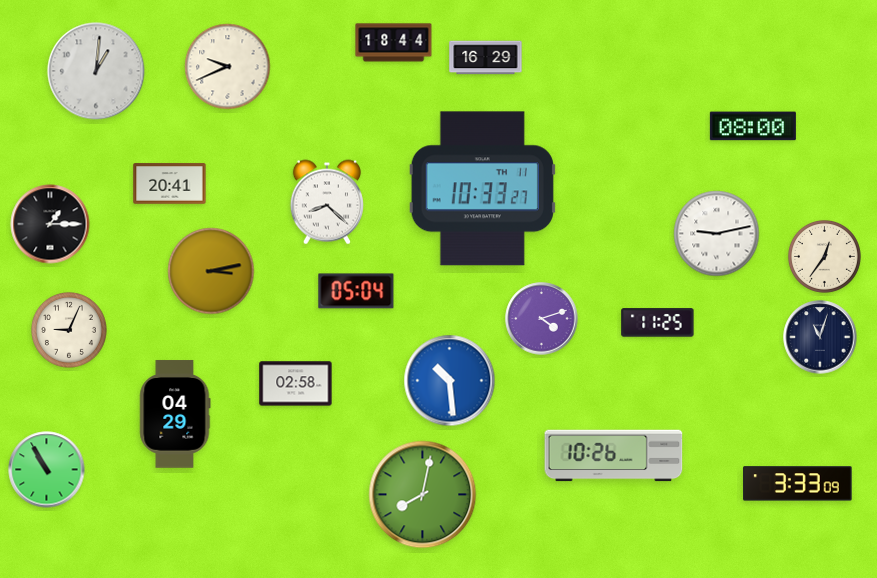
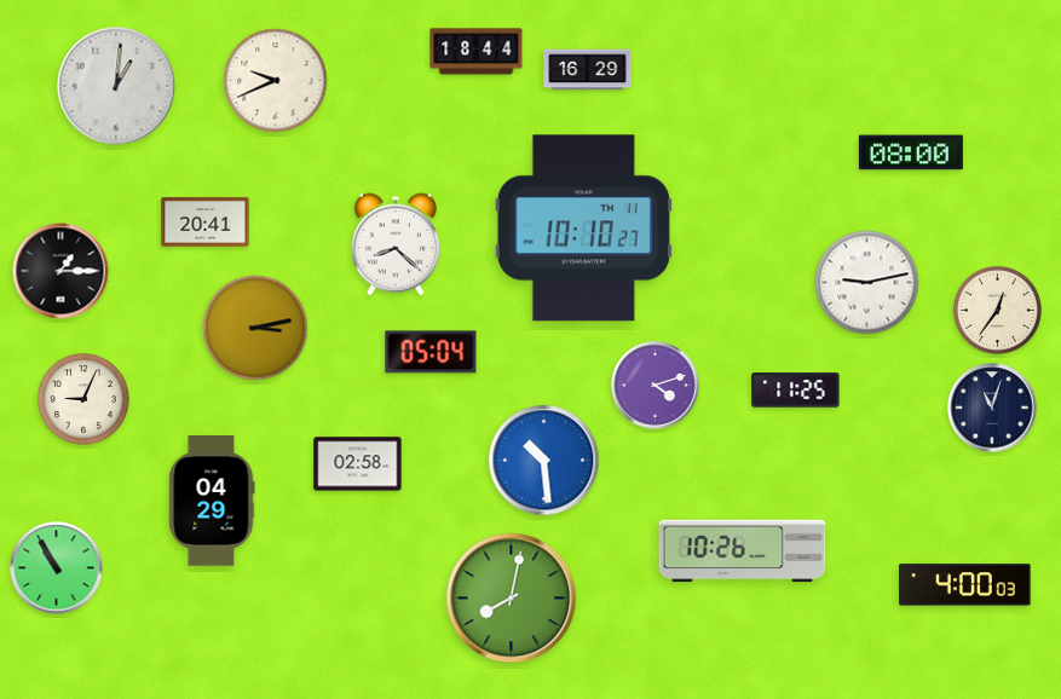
clock at (482, 189): 10:33 -> 10:10
clock at (798, 484): 3:33 -> 4:00
